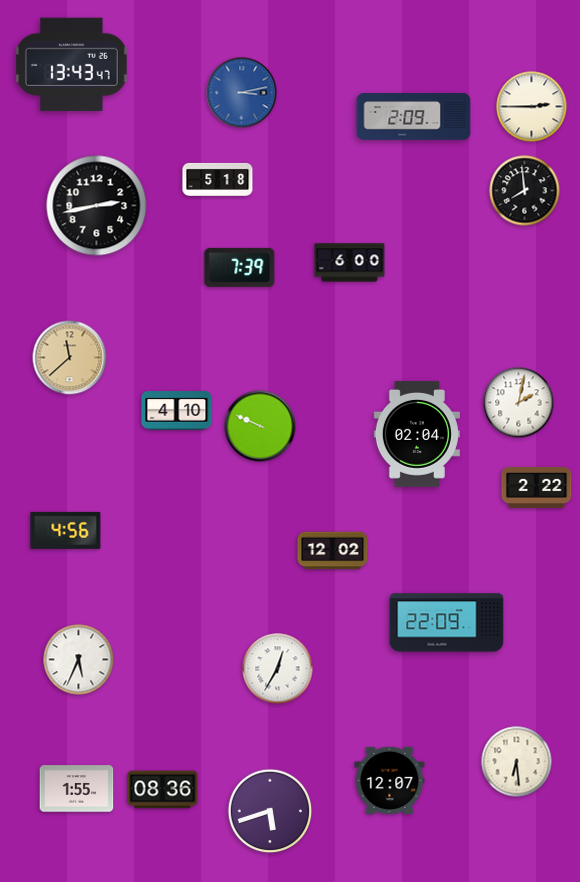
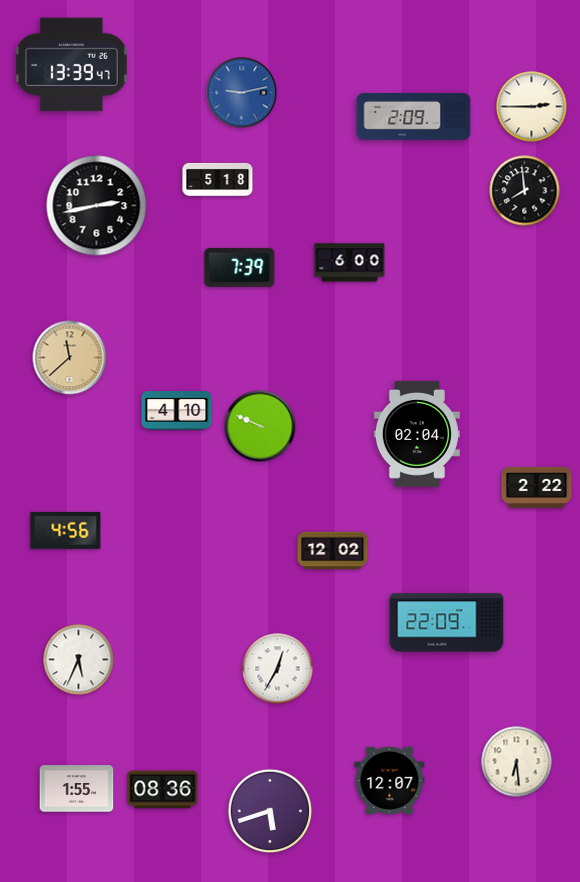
clock at (72, 65): 13:43 -> 13:39
clock at (242, 93): 3:13 -> 9:13
clock at (519, 403): 2:02 -> none
